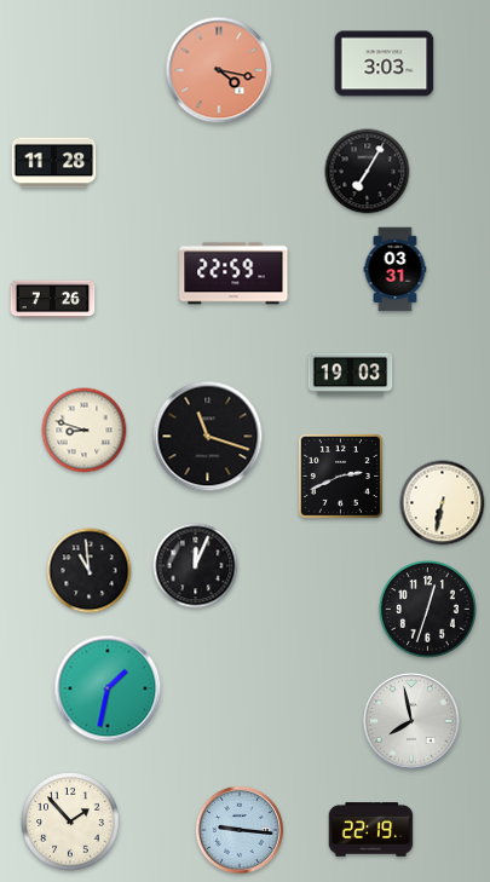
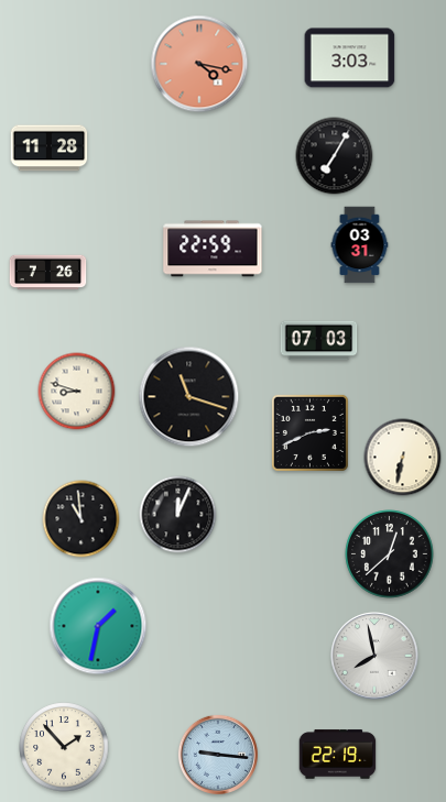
clock at (351, 375): 19:03 -> 07:03
clock at (428, 610): 12:33 -> 12:38
